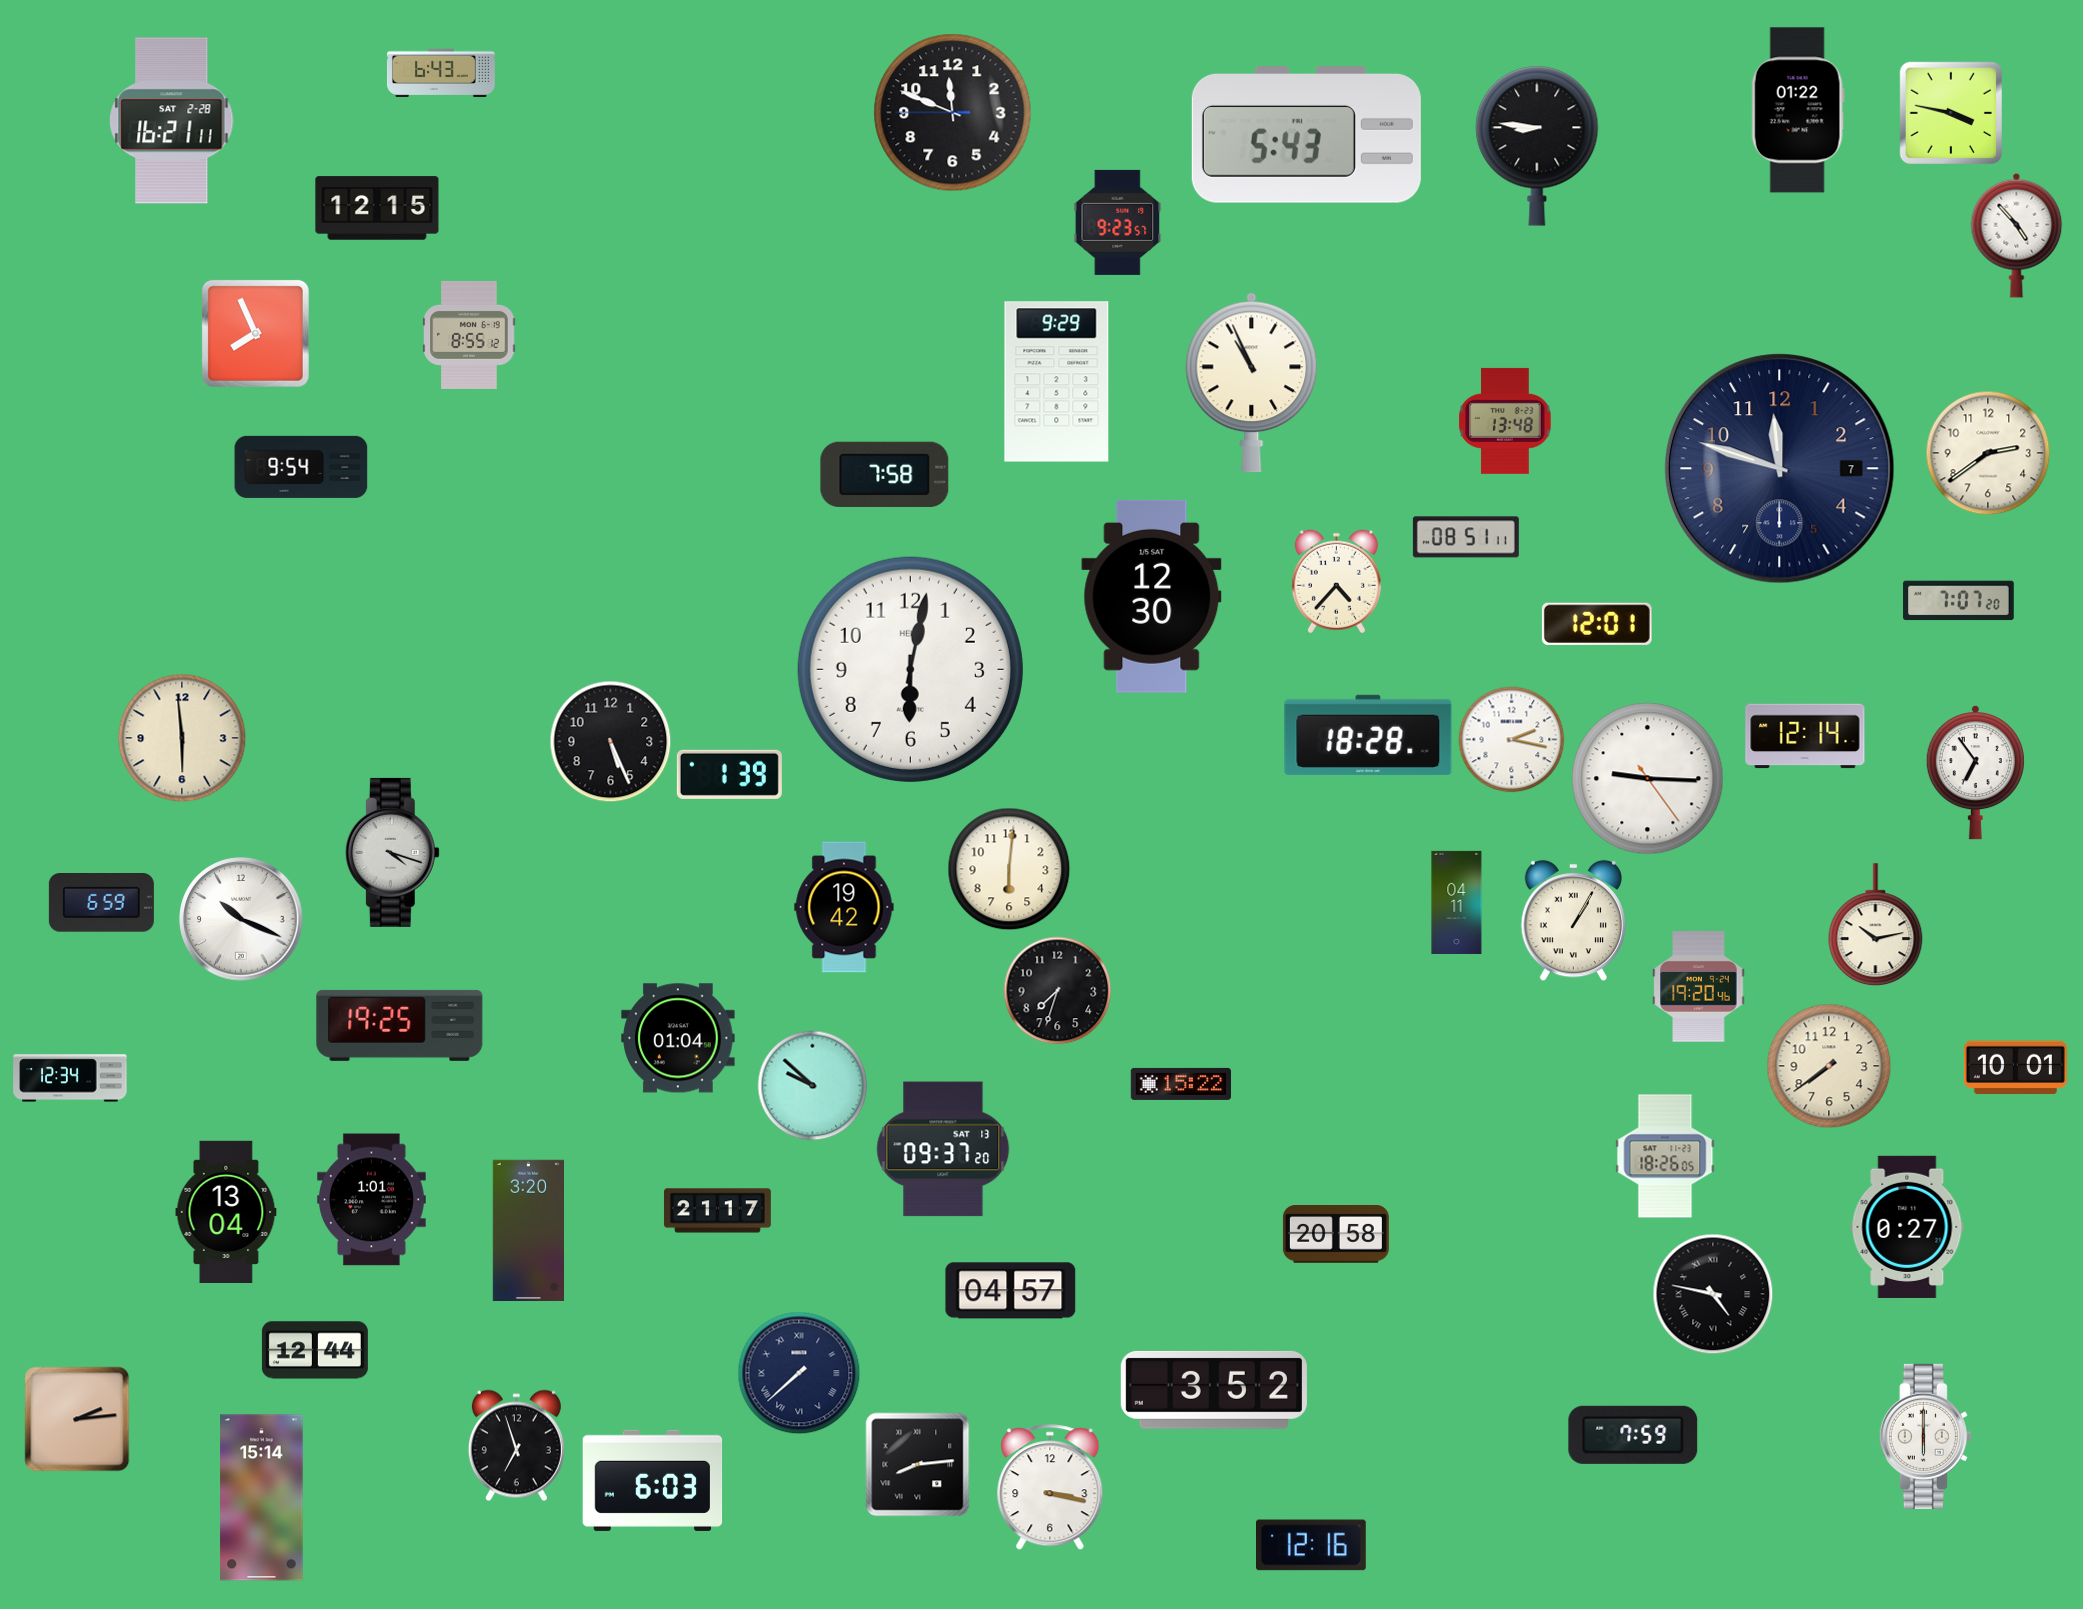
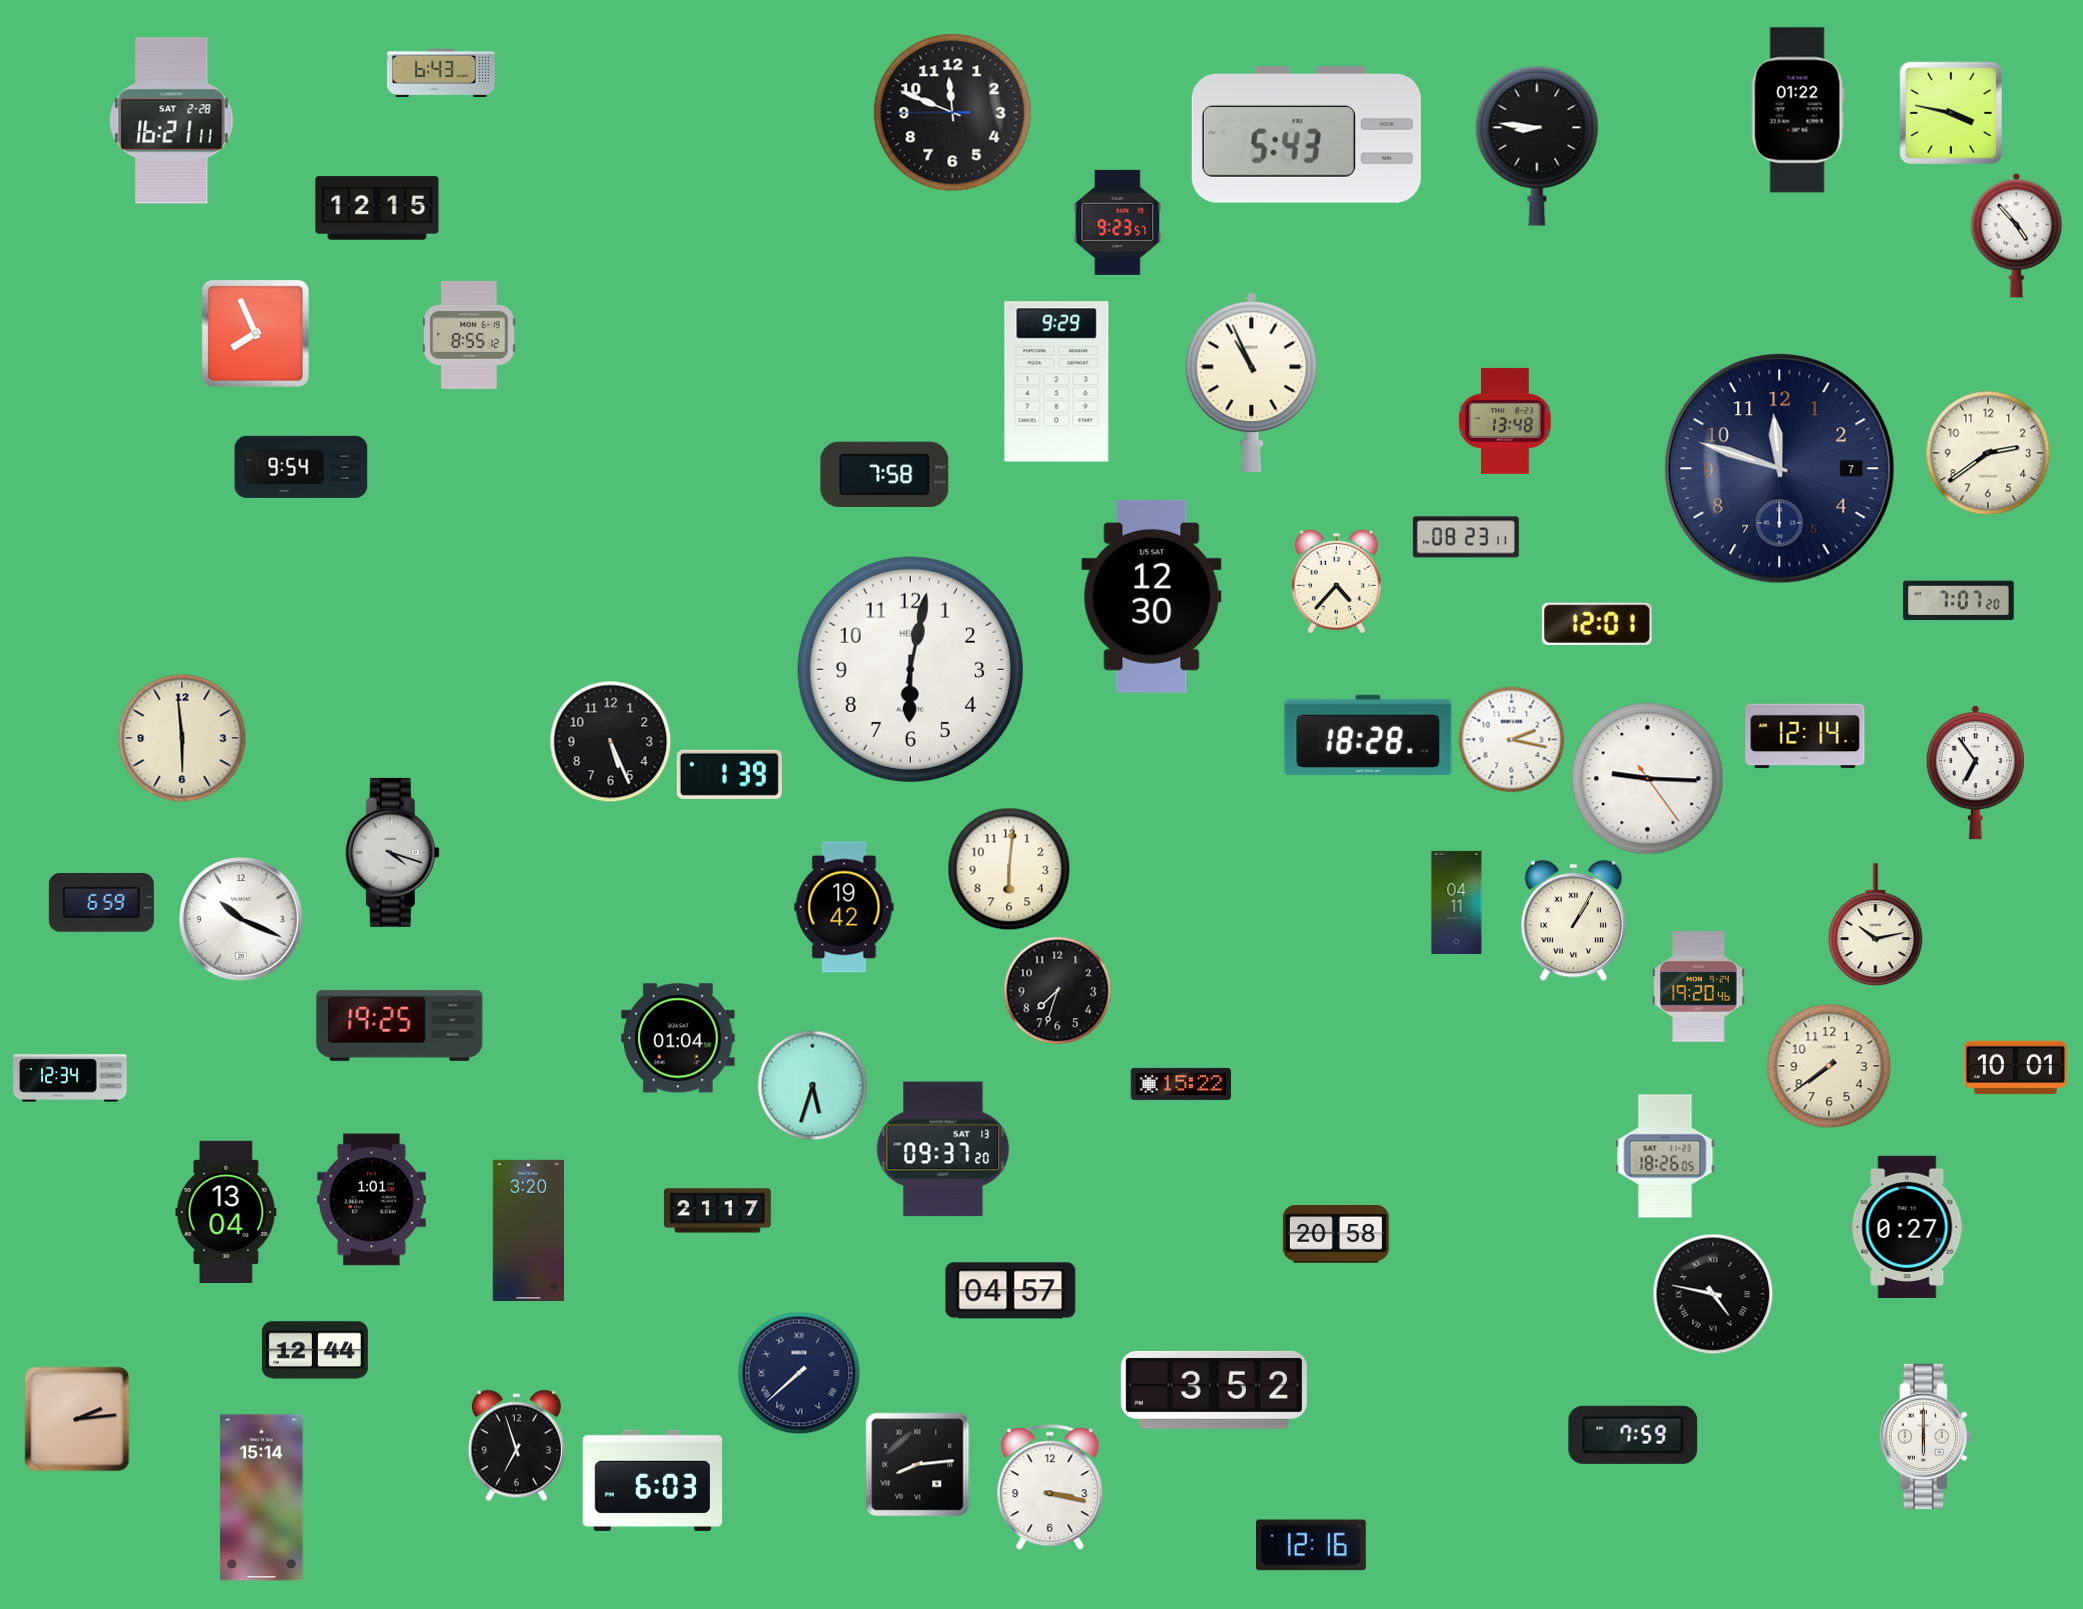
clock at (1466, 537): 08:51 -> 08:23
clock at (813, 1086): 9:52 -> 5:33
